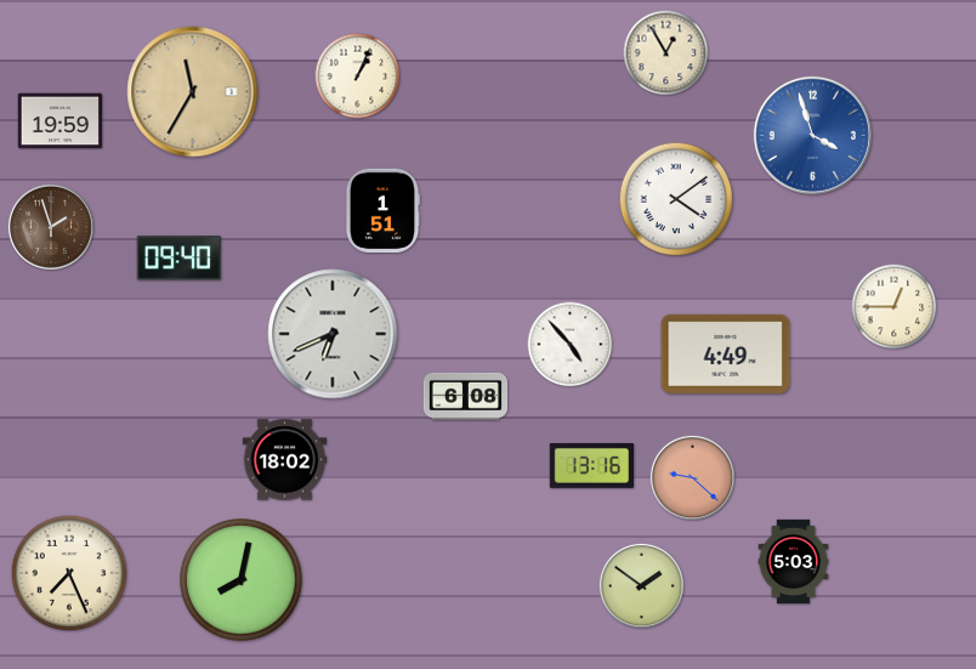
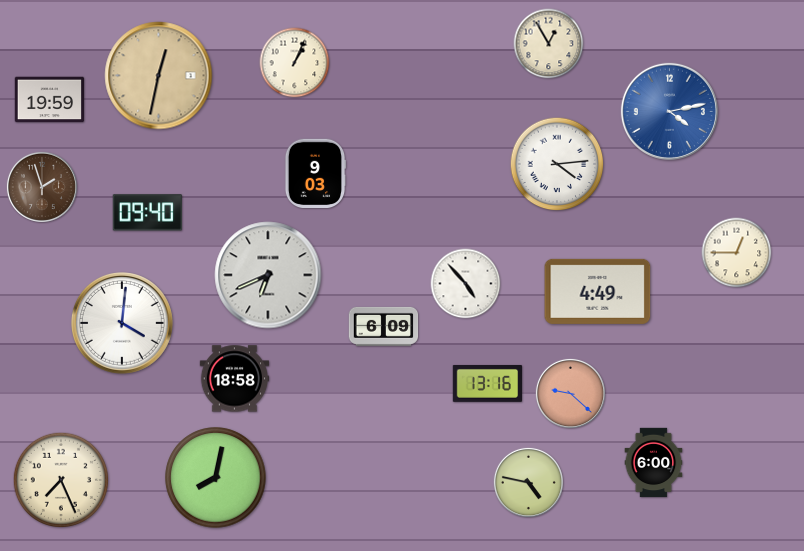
clock at (193, 92): 11:35 -> 12:32
clock at (812, 135): 3:57 -> 4:13
clock at (676, 199): 4:09 -> 4:14
clock at (382, 211): 1:51 -> 9:03
clock at (333, 334) position: (333, 334) -> (268, 275)
clock at (571, 345) position: (571, 345) -> (466, 284)
clock at (123, 324): none -> 4:01
clock at (466, 396): 6:08 -> 6:09
clock at (285, 460): 18:02 -> 18:58
clock at (794, 562): 5:03 -> 6:00
clock at (69, 573) position: (69, 573) -> (61, 480)
clock at (242, 580) position: (242, 580) -> (216, 478)
clock at (641, 585): 1:51 -> 4:47
